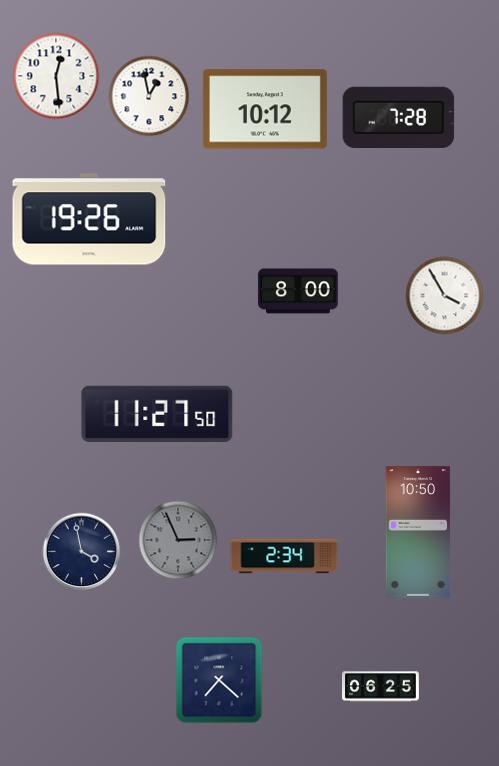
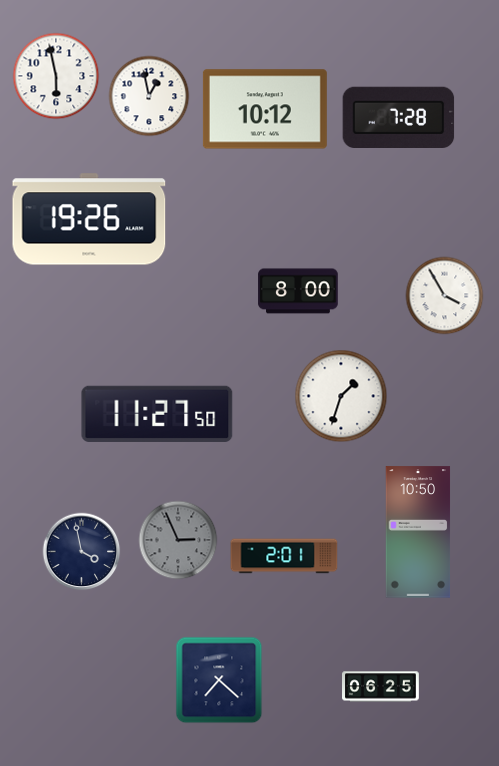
clock at (56, 76): 12:29 -> 5:58
clock at (341, 396): none -> 1:33
clock at (284, 556): 2:34 -> 2:01
